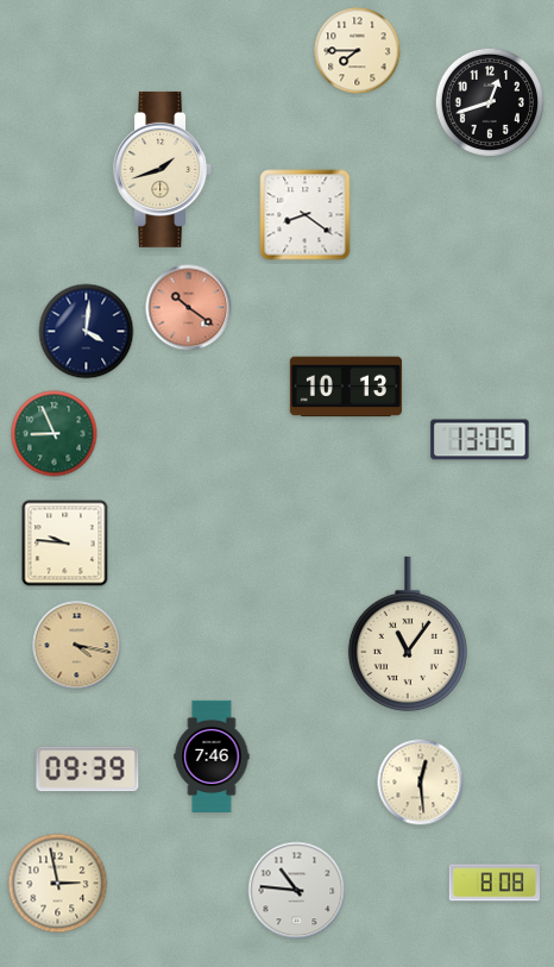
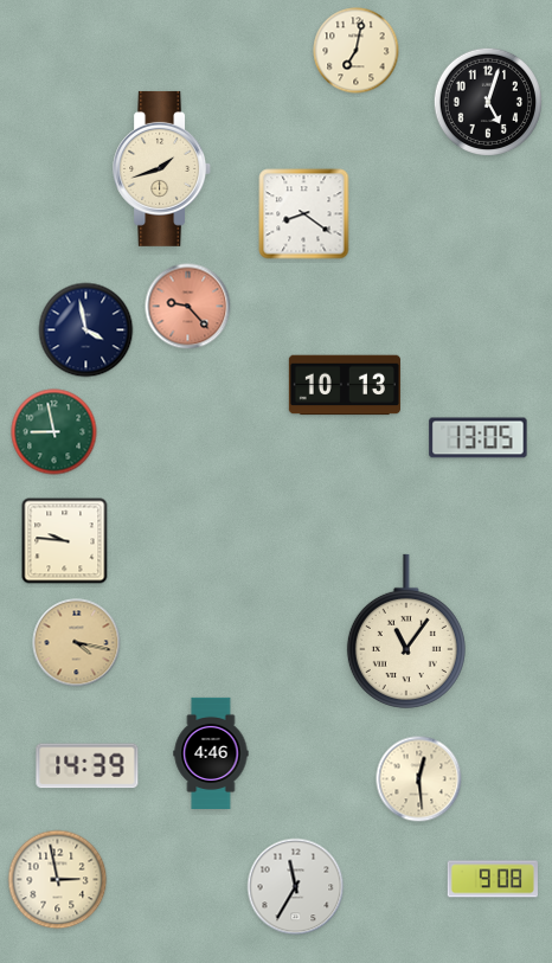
clock at (358, 51): 7:45 -> 7:02
clock at (489, 101): 12:42 -> 5:03
clock at (189, 308): 10:21 -> 9:23
clock at (87, 332): 4:01 -> 3:58
clock at (55, 434): 8:56 -> 8:58
clock at (212, 755): 7:46 -> 4:46
clock at (88, 770): 09:39 -> 14:39
clock at (495, 883): 8:08 -> 9:08
clock at (297, 891): 10:46 -> 11:35
